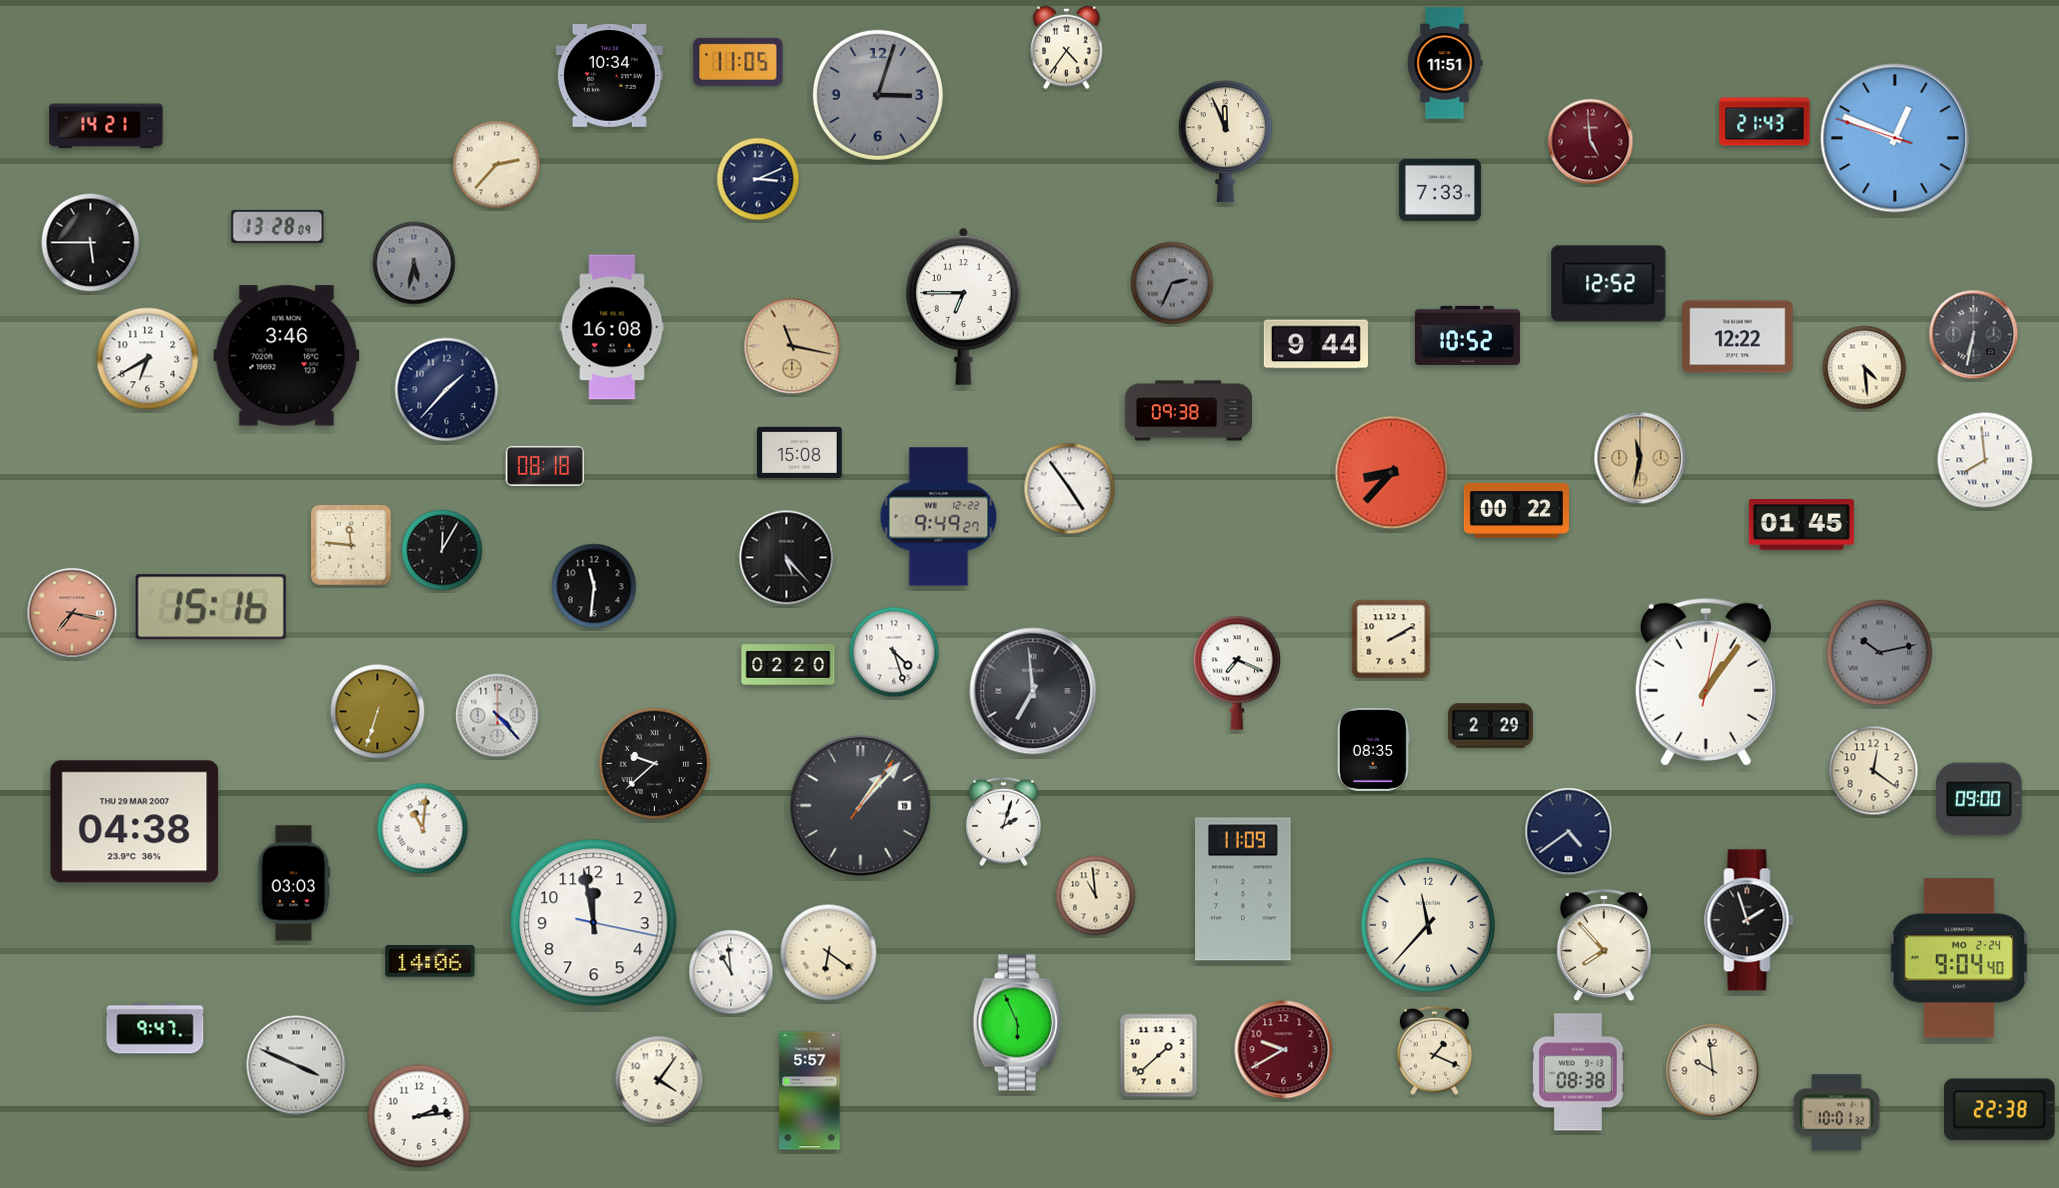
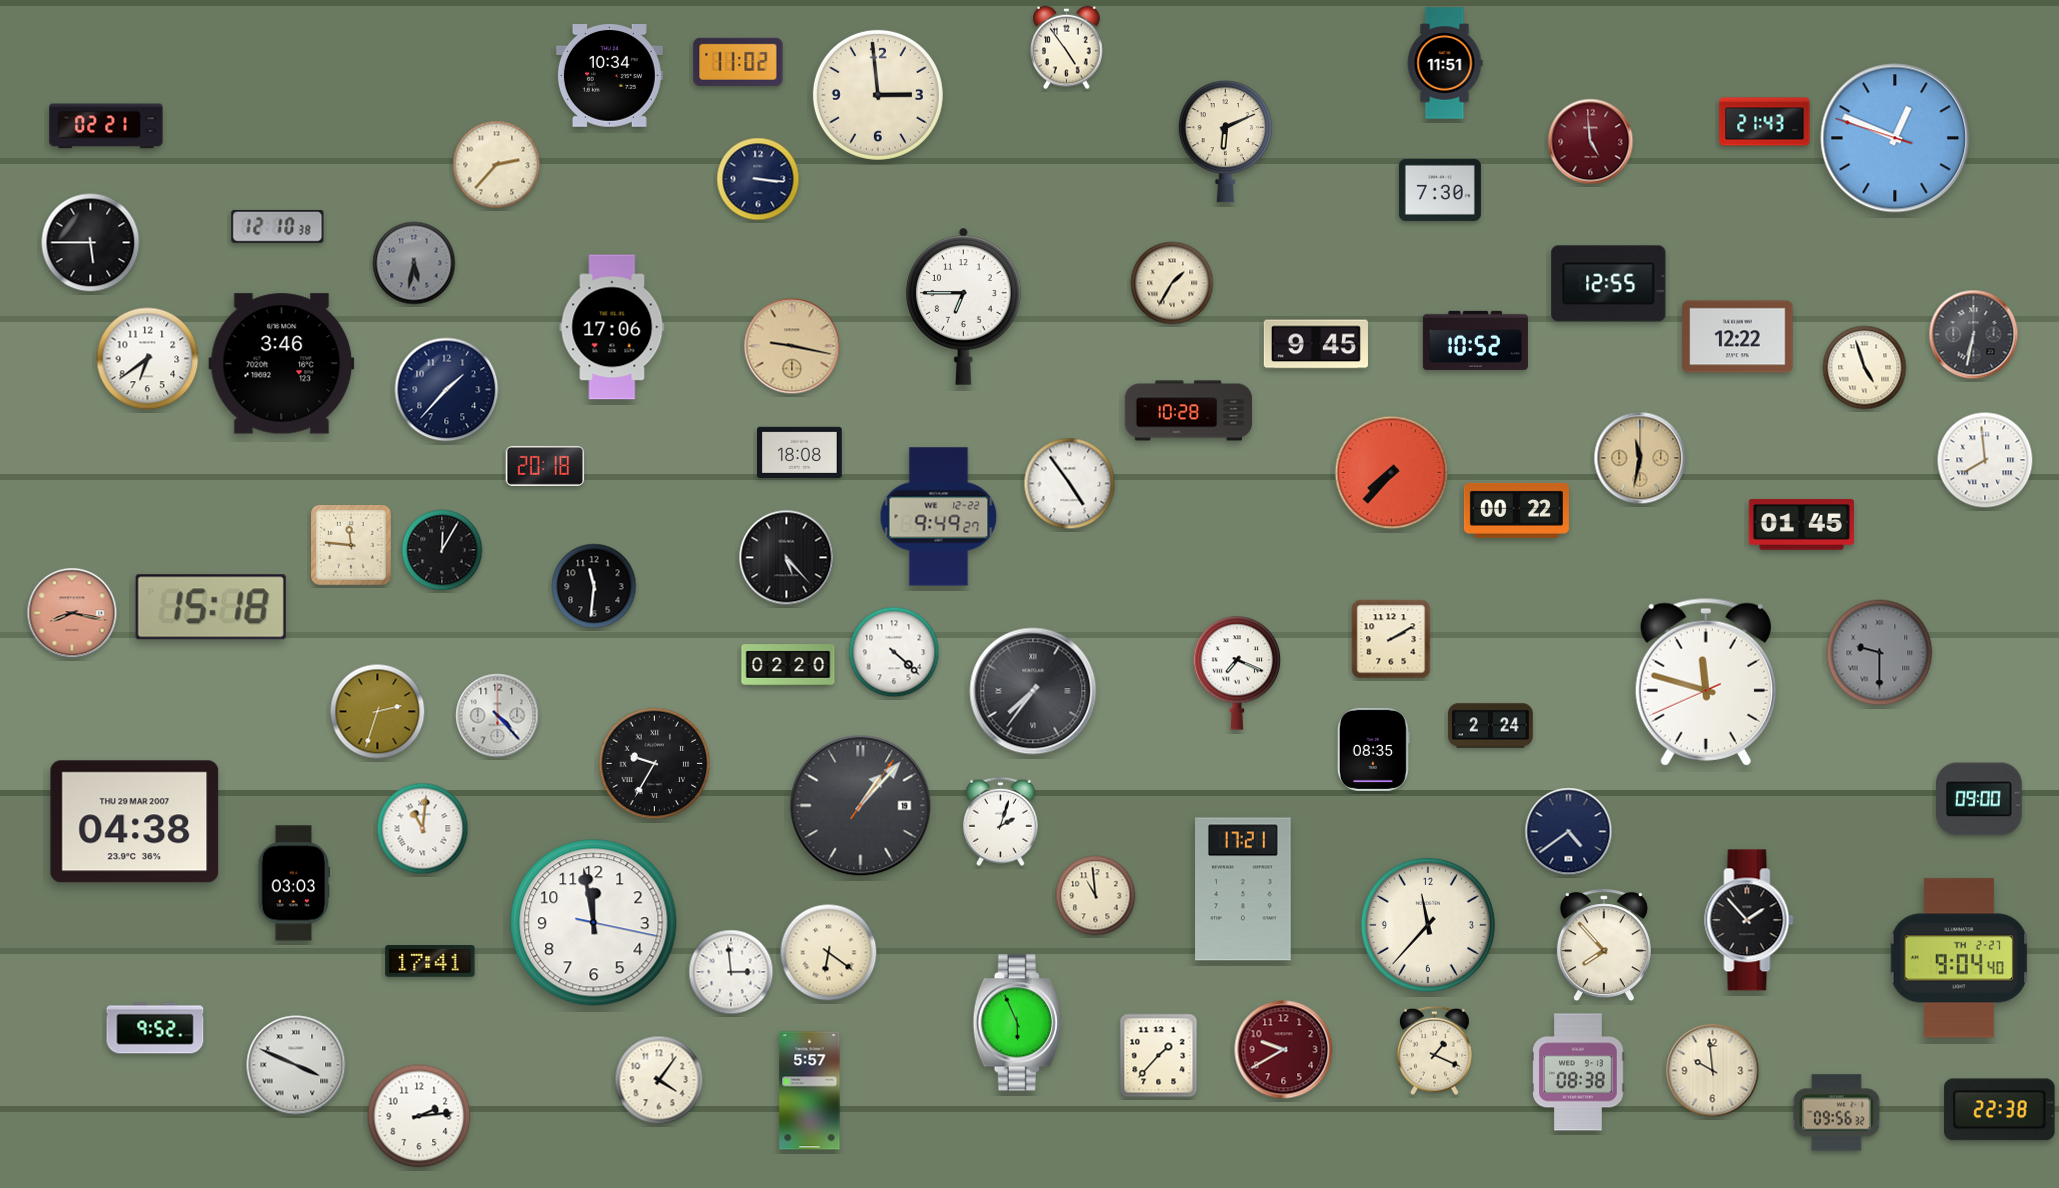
clock at (1067, 48): 4:36 -> 4:54
clock at (738, 62): 11:05 -> 11:02
clock at (878, 95): 3:03 -> 2:59
clock at (878, 95) dial: grey -> cream
clock at (106, 126): 14:21 -> 02:21
clock at (1225, 142): 11:56 -> 6:11
clock at (758, 179): 3:11 -> 3:16
clock at (1440, 190): 7:33 -> 7:30
clock at (278, 226): 13:28 -> 12:10
clock at (1172, 283): 2:34 -> 1:35
clock at (1172, 283) dial: grey -> cream
clock at (1609, 284): 12:52 -> 12:55
clock at (612, 327): 16:08 -> 17:06
clock at (1467, 335) position: (1467, 335) -> (1475, 340)
clock at (1316, 344): 9:44 -> 9:45
clock at (792, 346): 11:17 -> 9:17
clock at (287, 356) position: (287, 356) -> (282, 364)
clock at (148, 359): 6:40 -> 6:39
clock at (1865, 368): 4:29 -> 4:57
clock at (1188, 411): 09:38 -> 10:28
clock at (800, 452): 15:08 -> 18:08
clock at (545, 466): 08:18 -> 20:18
clock at (1392, 473): 8:37 -> 7:37
clock at (1070, 489) position: (1070, 489) -> (1070, 484)
clock at (211, 607): 15:16 -> 15:18
clock at (72, 613): 7:17 -> 8:17
clock at (894, 652): 4:27 -> 4:22
clock at (1880, 653): 10:13 -> 9:30
clock at (1706, 682): 1:06 -> 11:47
clock at (1033, 691): 6:59 -> 7:36
clock at (378, 712): 6:33 -> 2:33
clock at (1491, 726): 2:29 -> 2:24
clock at (655, 764): 9:38 -> 9:35
clock at (1874, 771): 12:21 -> none
clock at (1004, 822) position: (1004, 822) -> (1001, 822)
clock at (1243, 889): 11:09 -> 17:21
clock at (1749, 920): 1:57 -> 1:53
clock at (1959, 958) date: MO 2-24 -> TH 2-27
clock at (430, 961): 14:06 -> 17:41
clock at (731, 972): 10:59 -> 2:59
clock at (155, 1028): 9:47 -> 9:52
clock at (1159, 1056): 1:38 -> 1:37
clock at (1836, 1113): 10:01 -> 09:56
